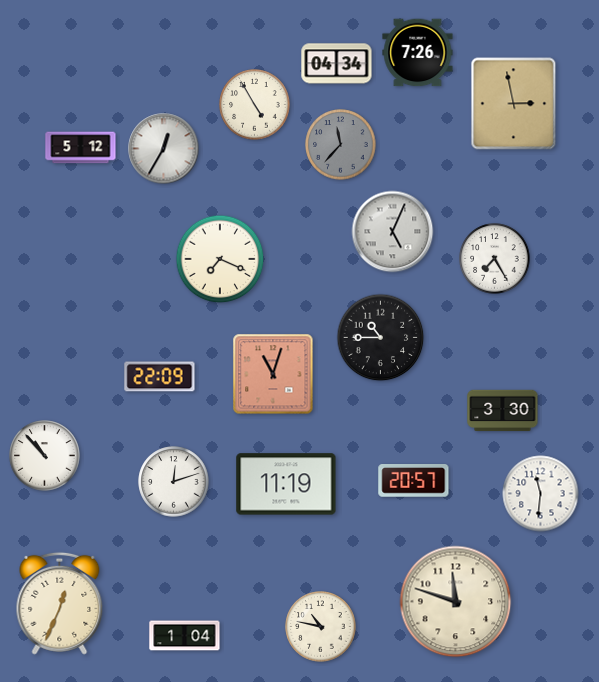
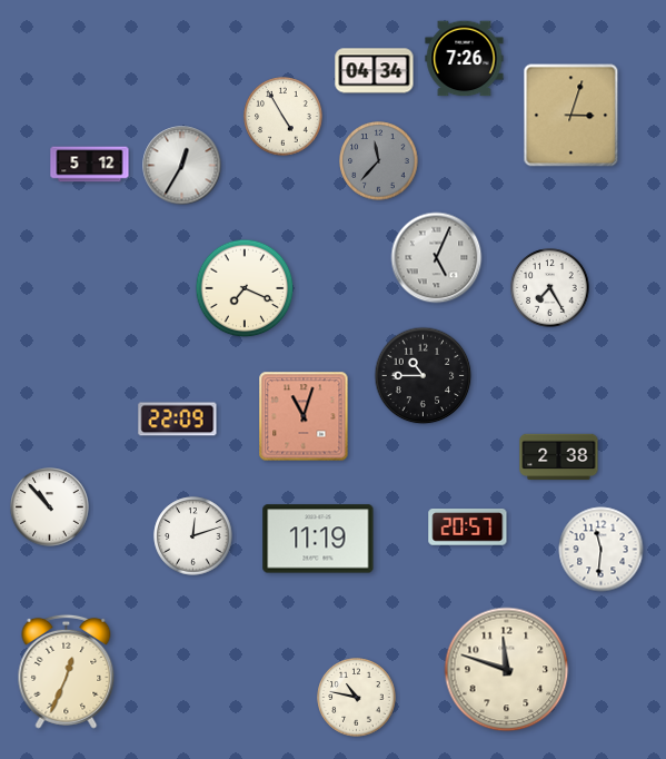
clock at (514, 104): 2:58 -> 3:03
clock at (503, 411): 3:30 -> 2:38
clock at (414, 481) position: (414, 481) -> (468, 528)
clock at (185, 636): 1:04 -> none
